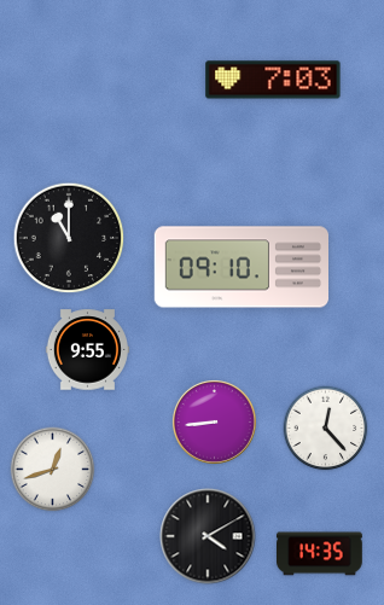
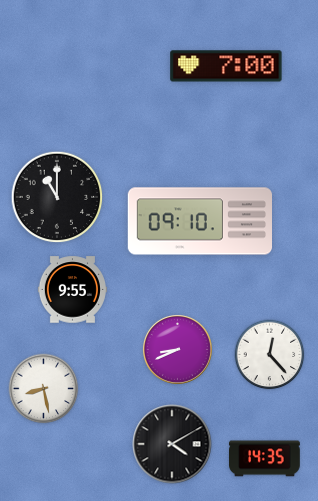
clock at (273, 80): 7:03 -> 7:00
clock at (214, 421): 8:44 -> 8:41
clock at (53, 470): 12:42 -> 8:28
